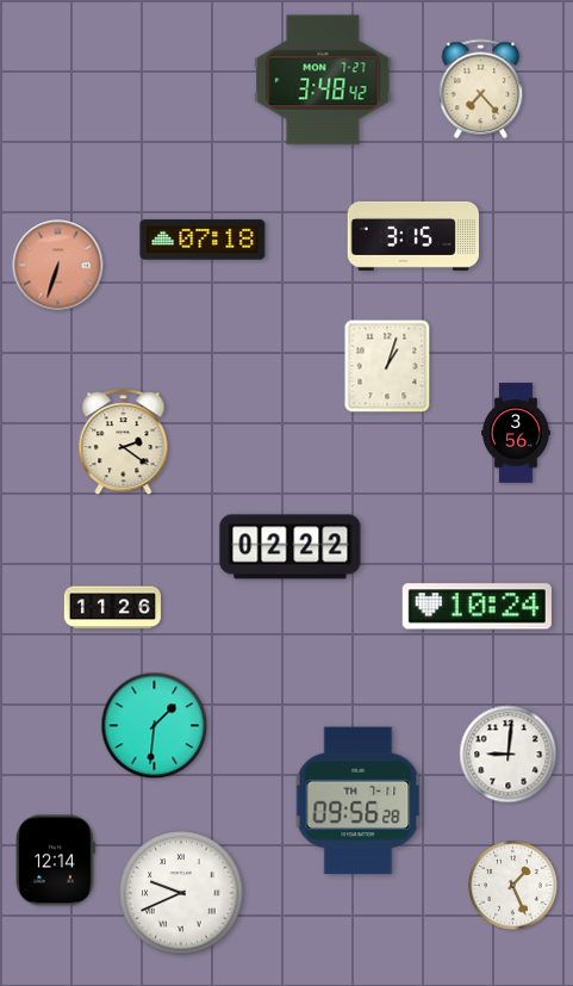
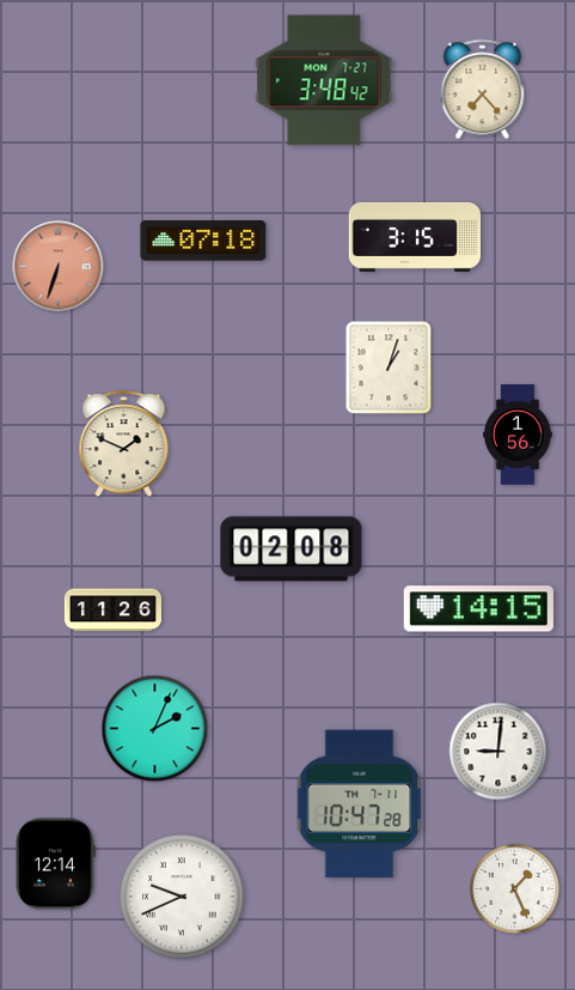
clock at (516, 433): 3:56 -> 1:56
clock at (124, 442): 2:21 -> 1:49
clock at (291, 547): 02:22 -> 02:08
clock at (477, 607): 10:24 -> 14:15
clock at (155, 726): 1:31 -> 2:04
clock at (509, 755) position: (509, 755) -> (498, 752)
clock at (359, 801): 09:56 -> 10:47
